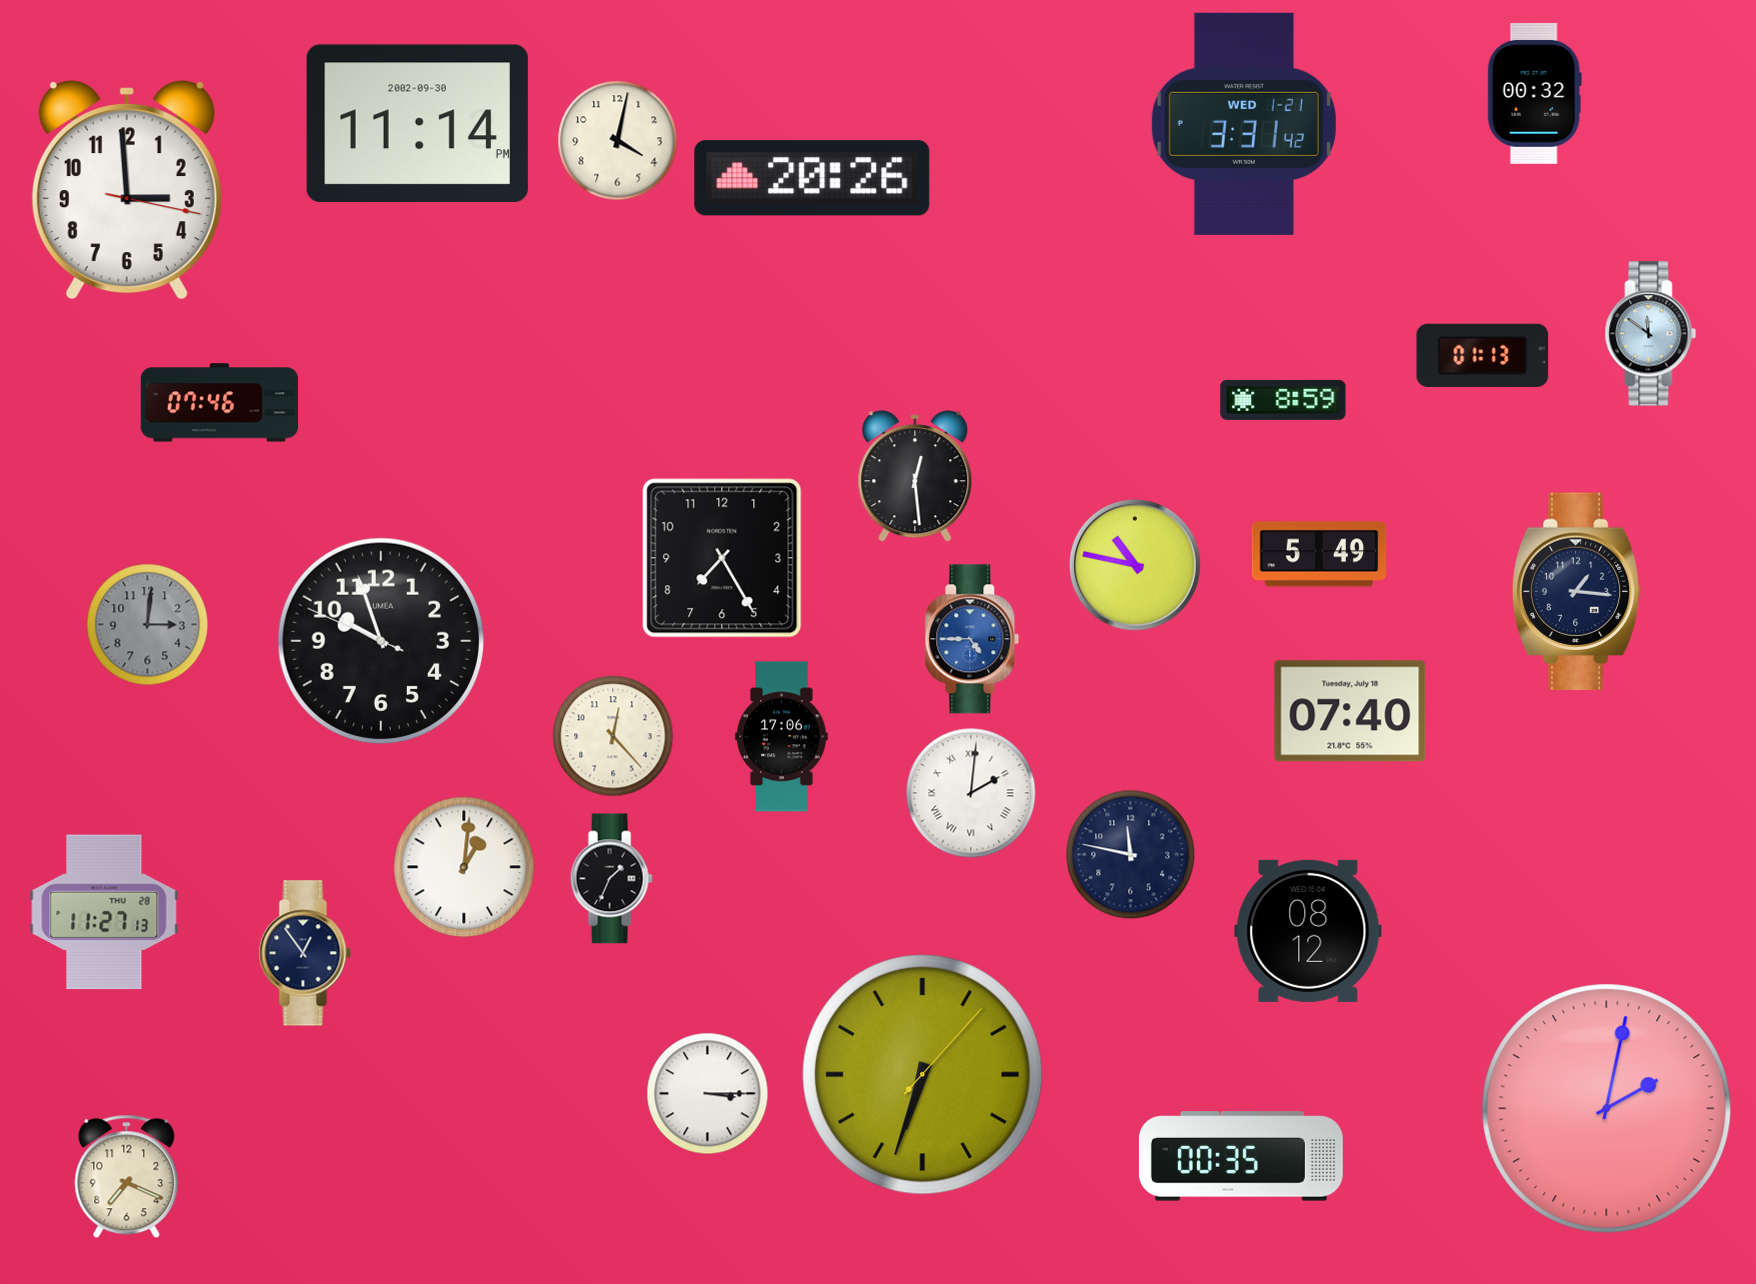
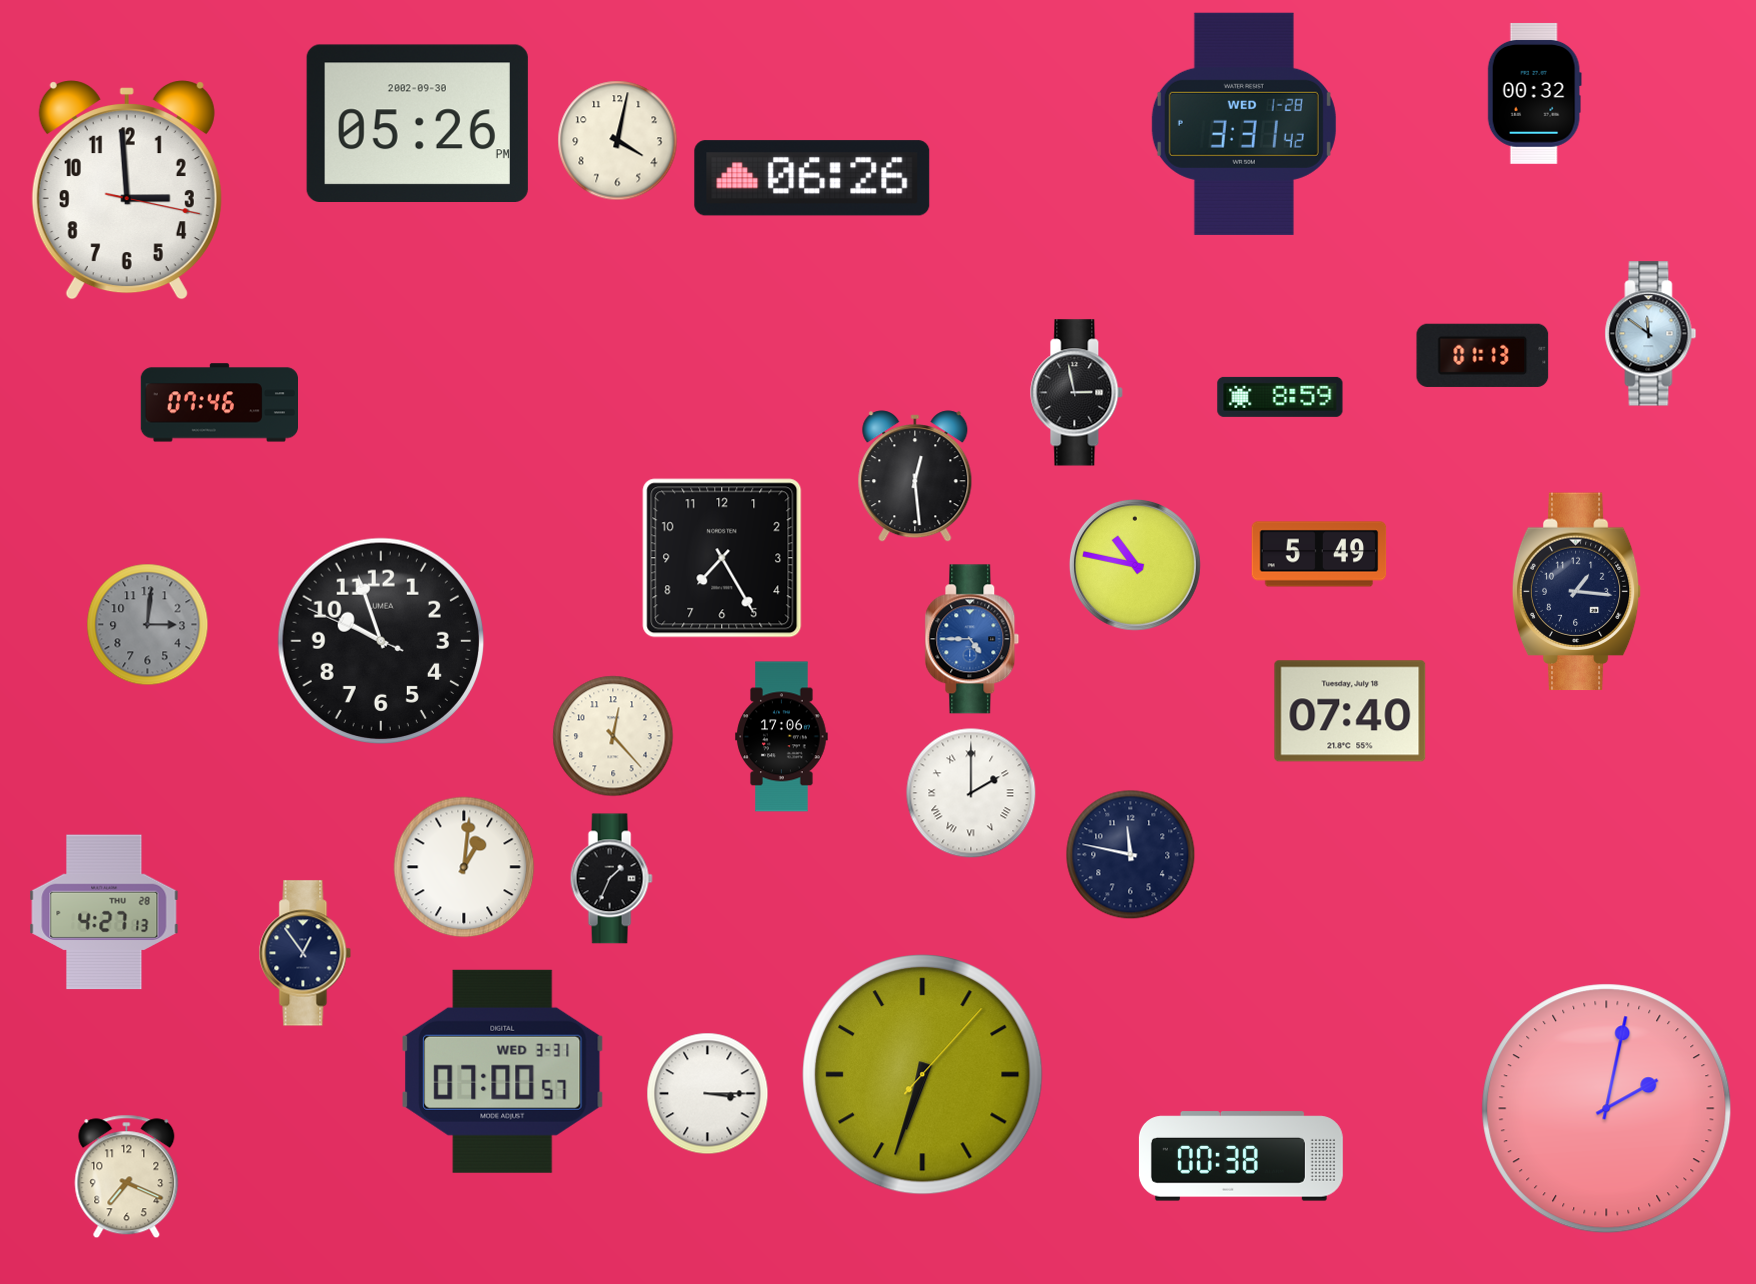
clock at (417, 123): 11:14 -> 05:26
clock at (1244, 124) date: WED 1-21 -> WED 1-28
clock at (812, 178): 20:26 -> 06:26
clock at (1077, 393): none -> 2:58
clock at (1283, 400) position: (1283, 400) -> (1280, 397)
clock at (971, 793): 2:01 -> 2:00
clock at (104, 912): 11:27 -> 4:27
clock at (1308, 931): 08:12 -> none
clock at (503, 1071): none -> 07:00
clock at (1241, 1156): 00:35 -> 00:38
